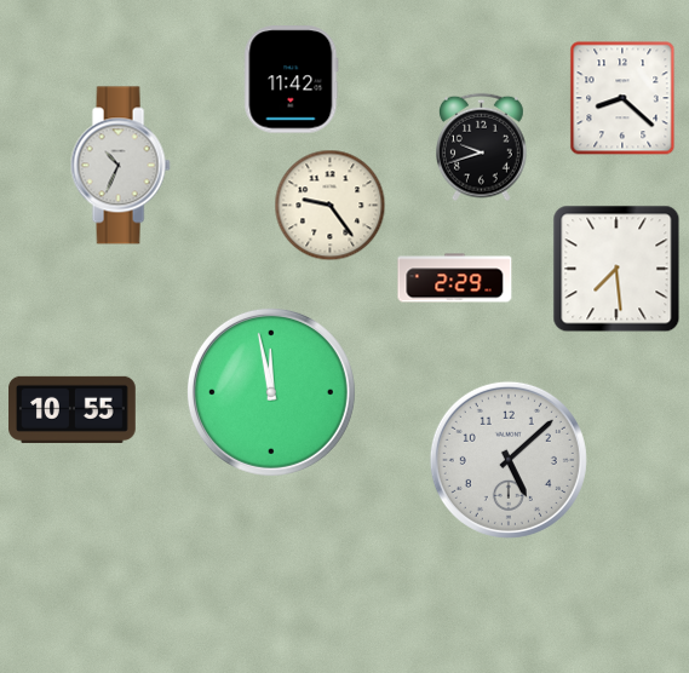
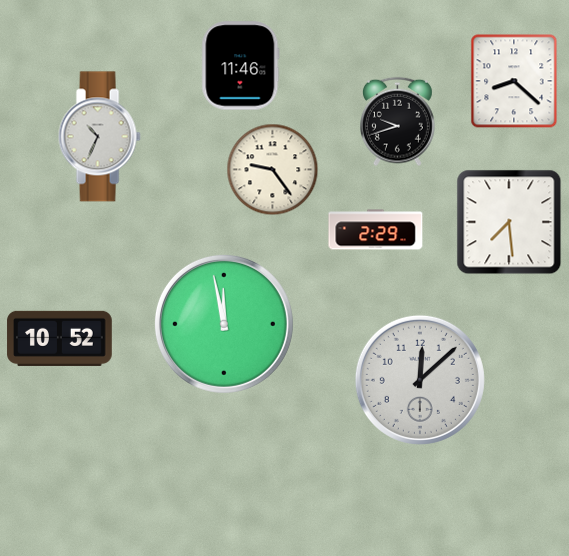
clock at (292, 80): 11:42 -> 11:46
clock at (73, 409): 10:55 -> 10:52
clock at (509, 460): 5:08 -> 12:08
